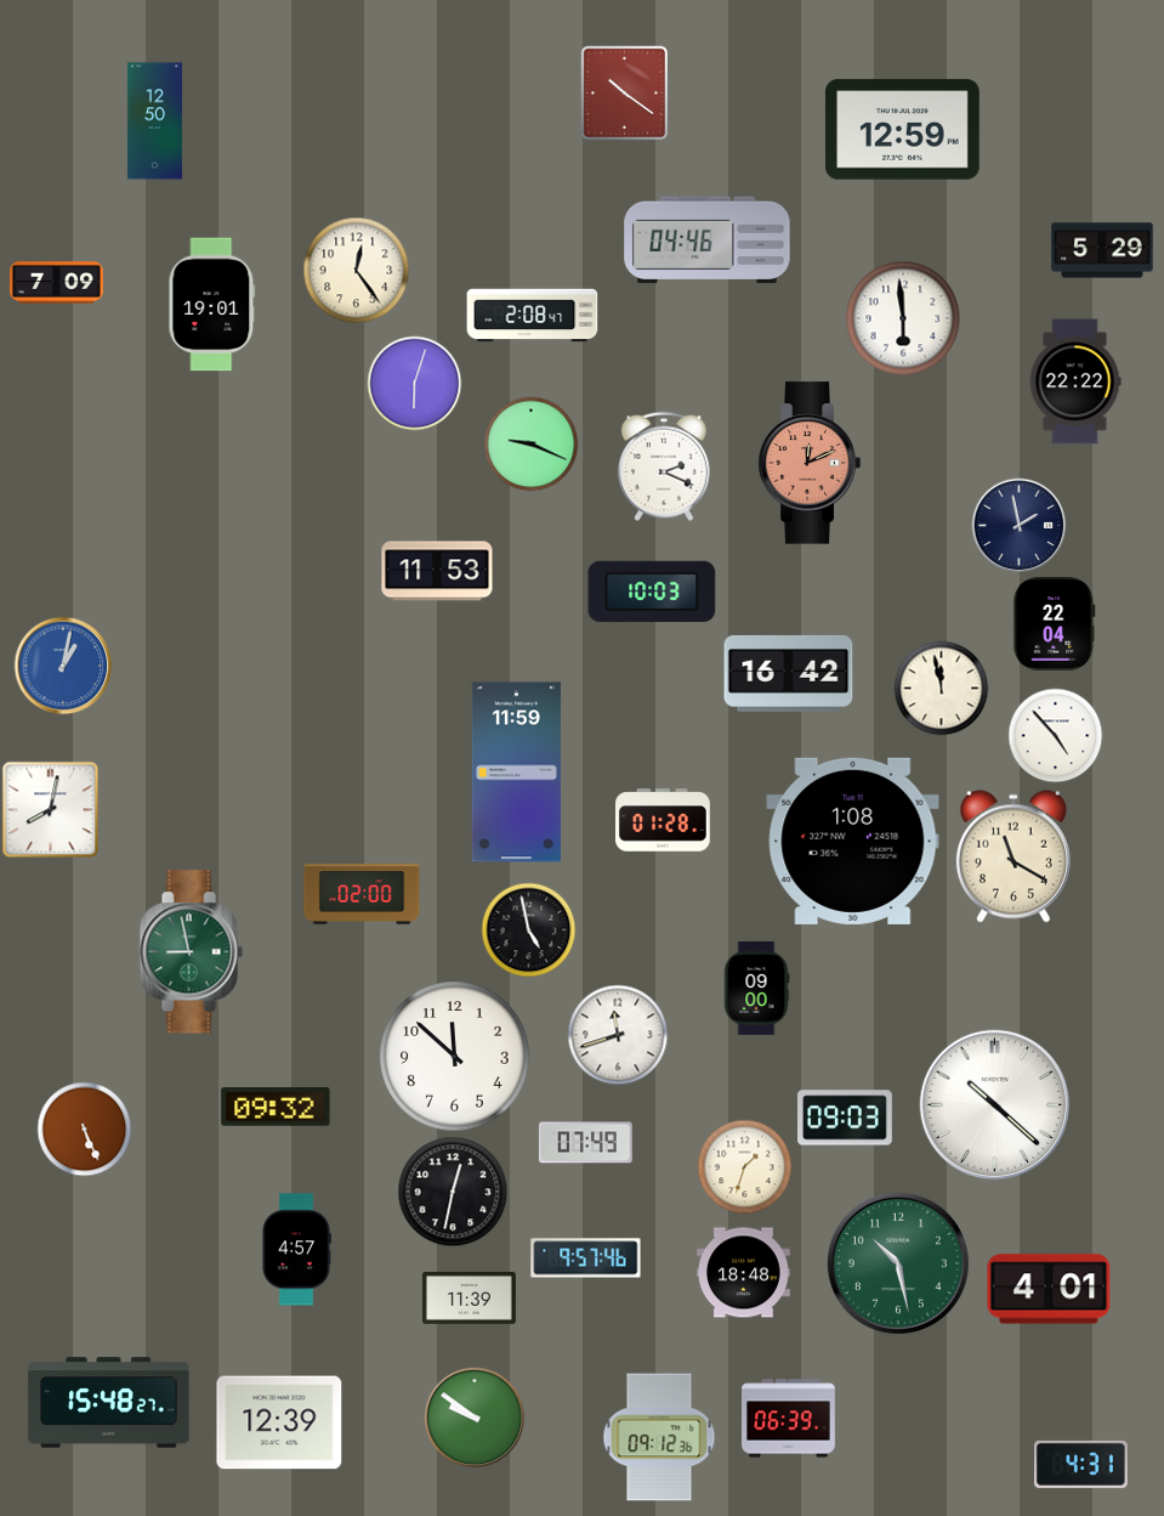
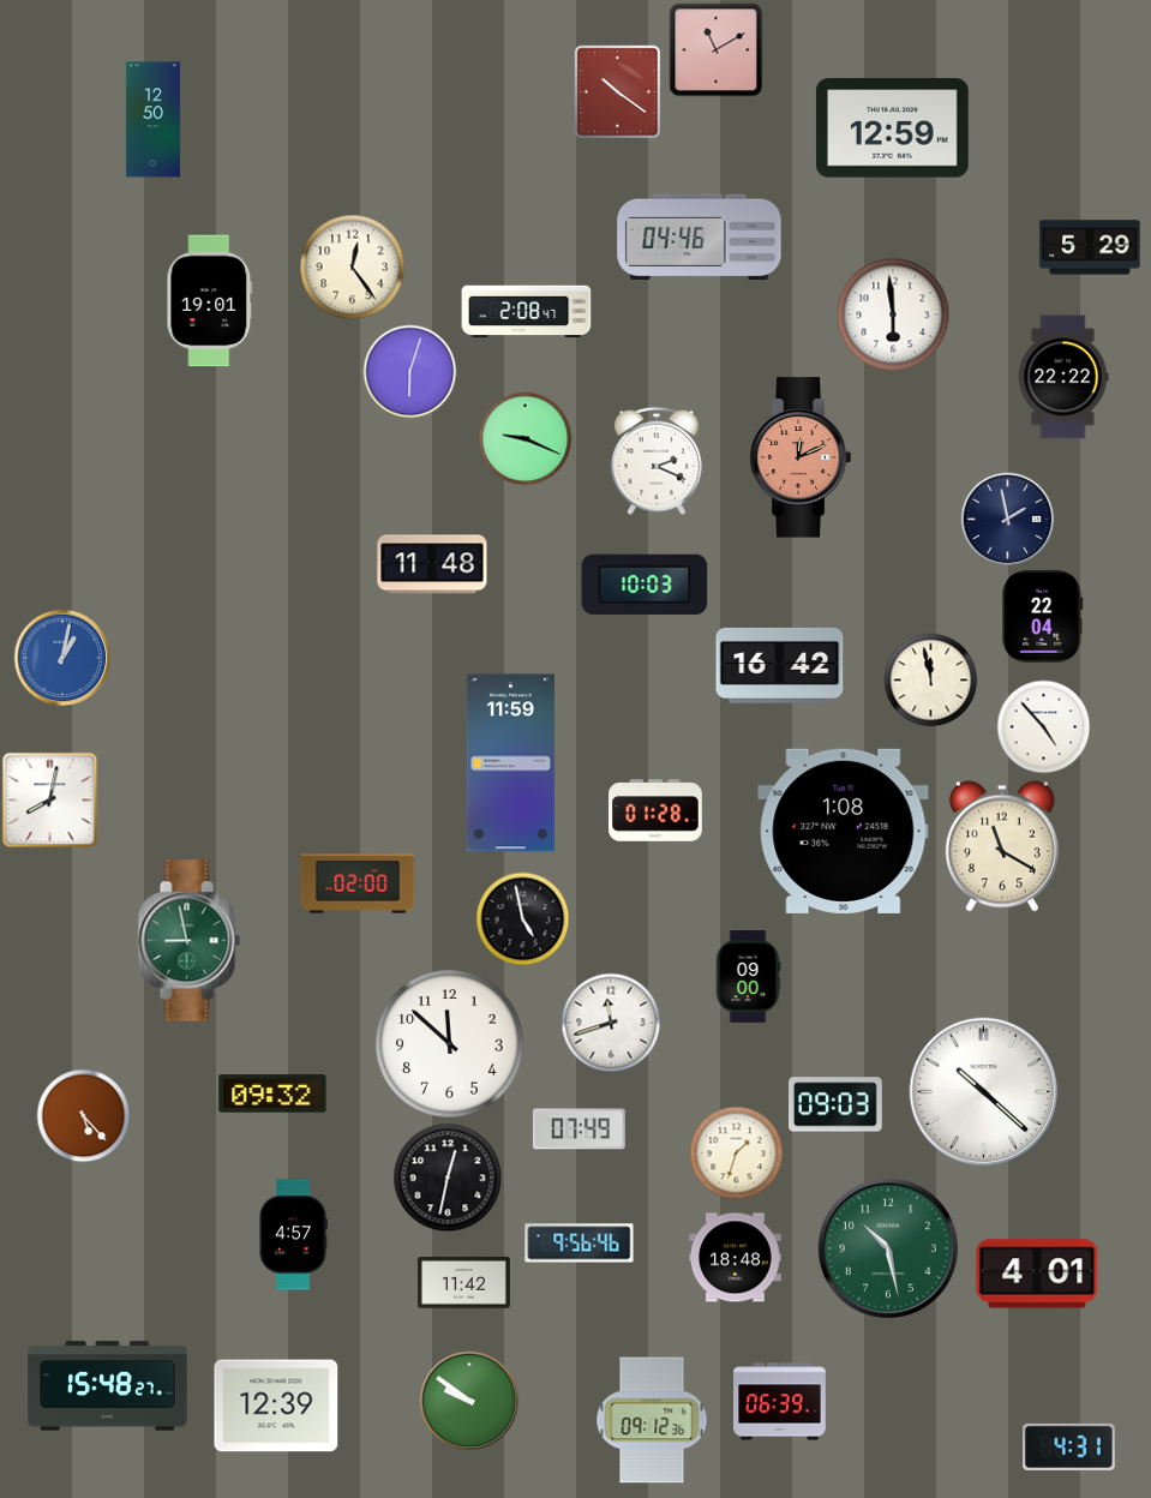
clock at (715, 49): none -> 11:10
clock at (57, 283): 7:09 -> none
clock at (414, 383) position: (414, 383) -> (409, 371)
clock at (437, 571): 11:53 -> 11:48
clock at (84, 1128): 5:26 -> 5:23
clock at (586, 1258): 9:57 -> 9:56
clock at (470, 1299): 11:39 -> 11:42
